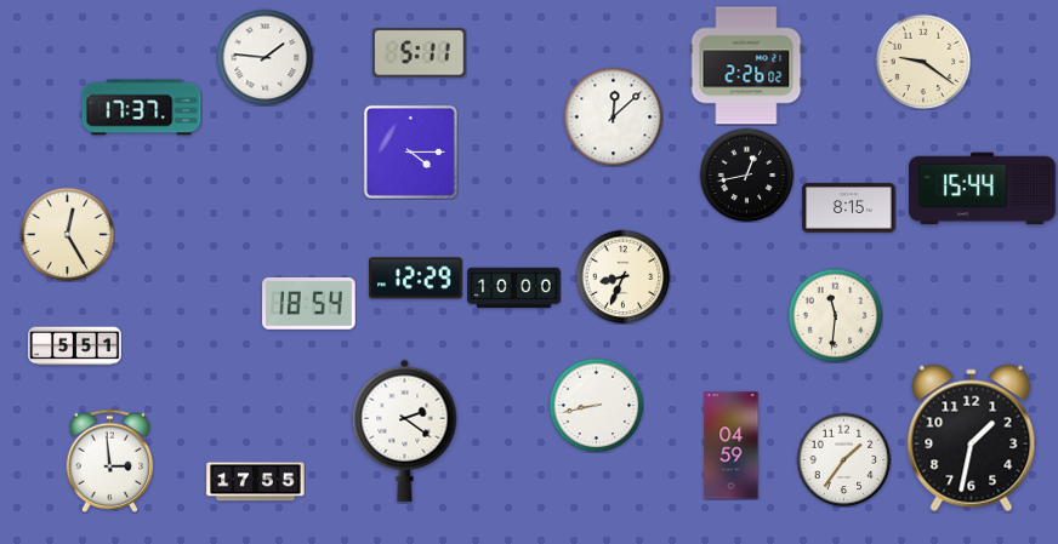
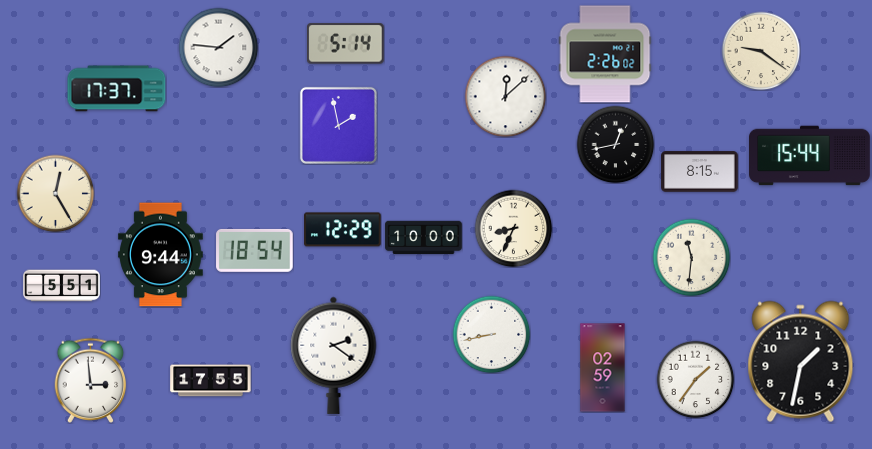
clock at (420, 53): 5:11 -> 5:14
clock at (746, 65) position: (746, 65) -> (605, 54)
clock at (410, 151): 4:15 -> 1:58
clock at (160, 255): none -> 9:44
clock at (835, 315) position: (835, 315) -> (691, 257)
clock at (732, 446): 04:59 -> 02:59
clock at (256, 482) position: (256, 482) -> (211, 381)
